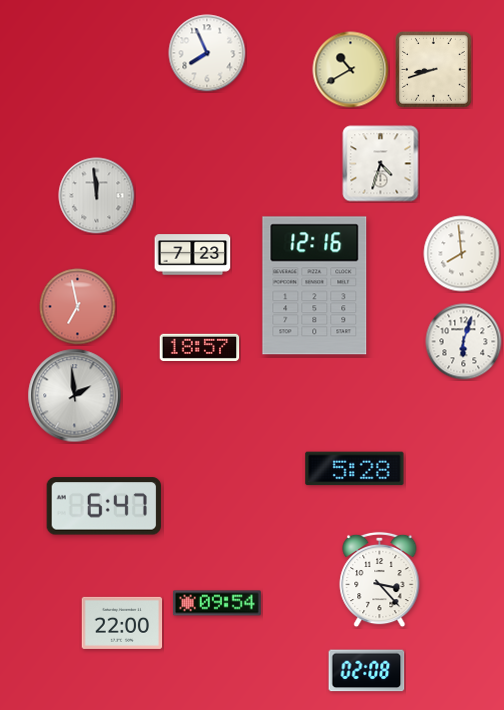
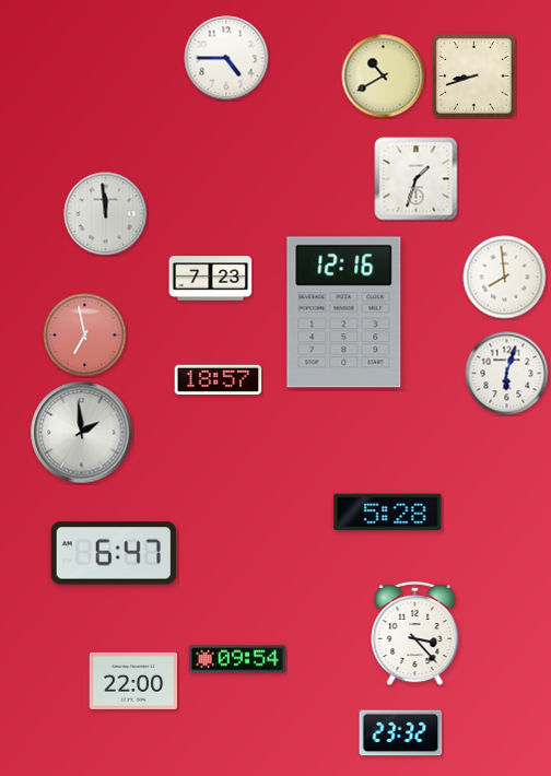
clock at (207, 53): 7:56 -> 4:45
clock at (381, 164): 4:33 -> 1:33
clock at (367, 671): 02:08 -> 23:32
